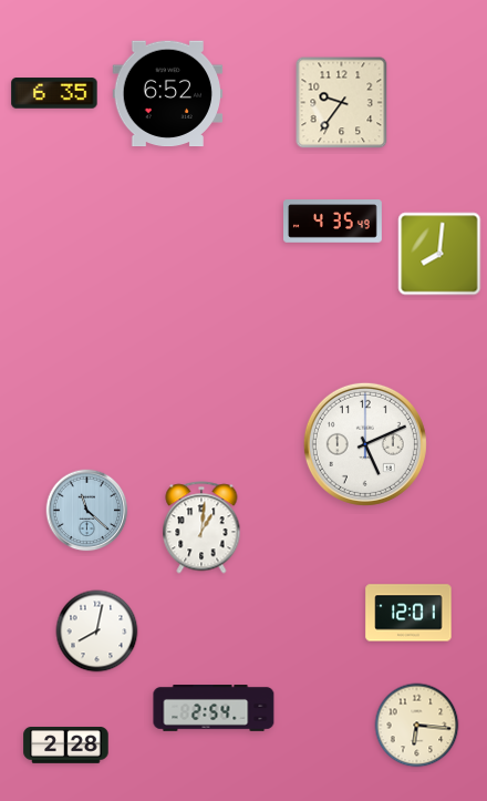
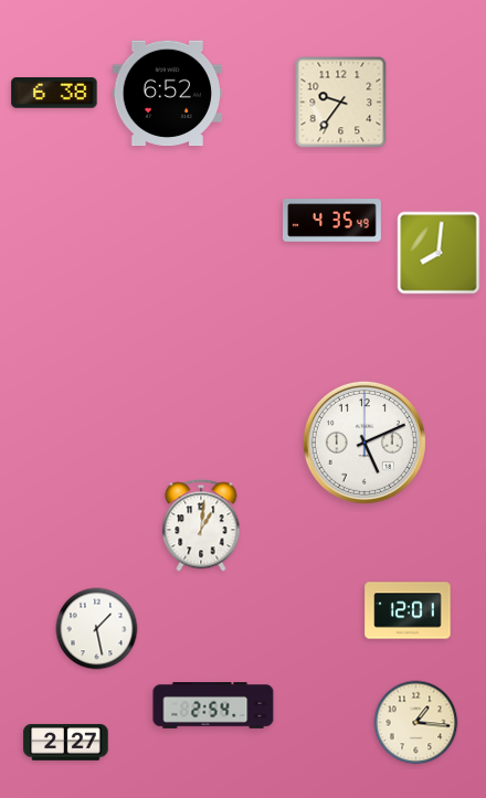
clock at (54, 93): 6:35 -> 6:38
clock at (87, 511): 11:22 -> none
clock at (97, 631): 8:02 -> 1:28
clock at (417, 726): 6:16 -> 1:16
clock at (66, 746): 2:28 -> 2:27
